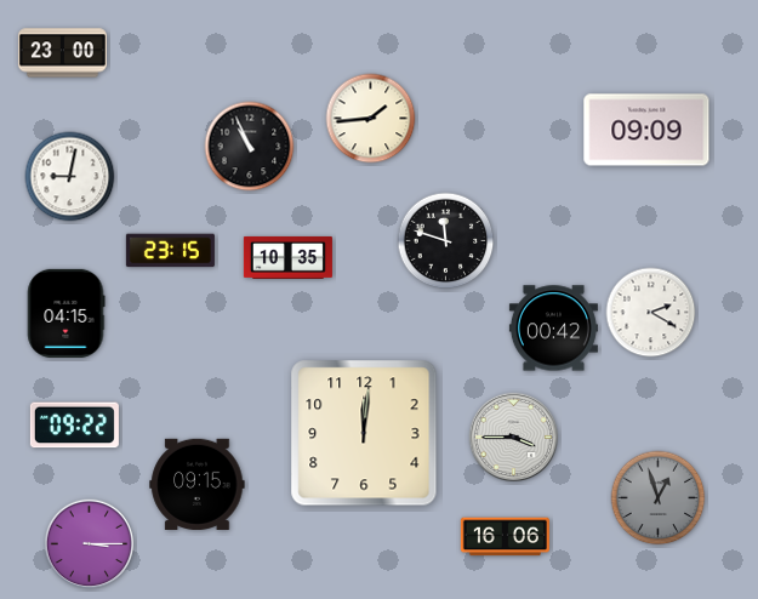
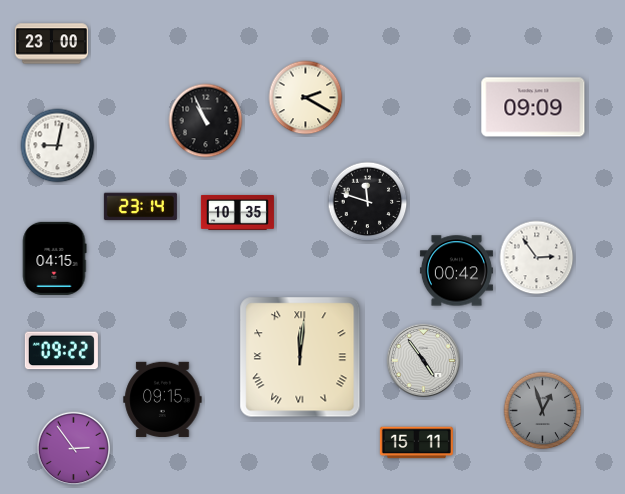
clock at (371, 119): 1:44 -> 2:20
clock at (446, 241) position: (446, 241) -> (368, 202)
clock at (170, 251): 23:15 -> 23:14
clock at (651, 313): 2:20 -> 2:54
clock at (364, 433) numerals: Arabic -> Roman
clock at (514, 438): 3:45 -> 4:54
clock at (505, 537): 16:06 -> 15:11
clock at (90, 544): 3:15 -> 2:54
